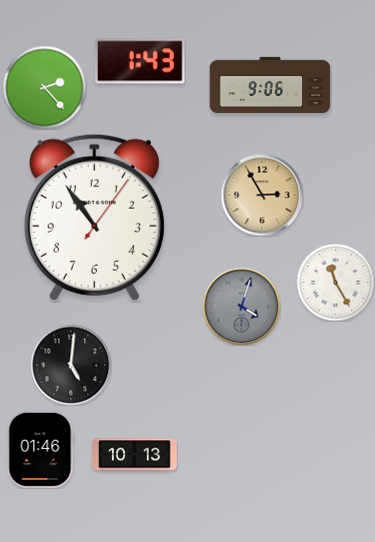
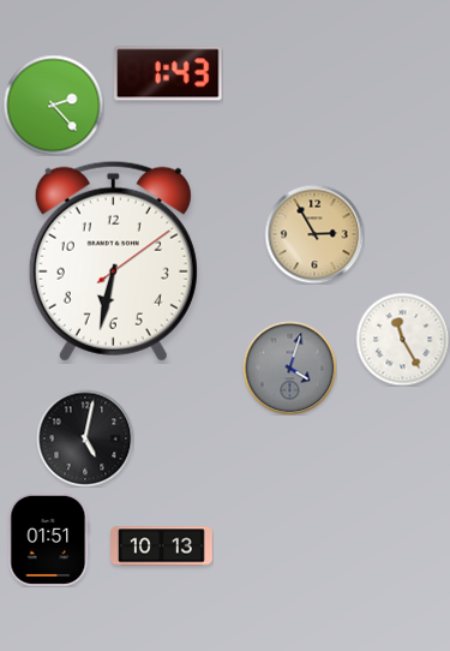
clock at (270, 84): 9:06 -> none
clock at (94, 217): 10:54 -> 6:32
clock at (71, 365): 5:01 -> 5:02
clock at (41, 449): 01:46 -> 01:51
